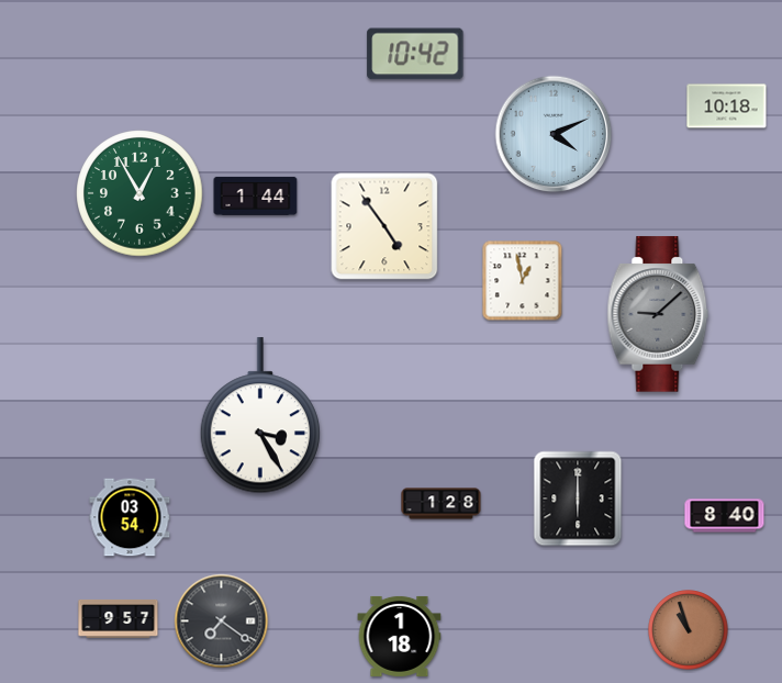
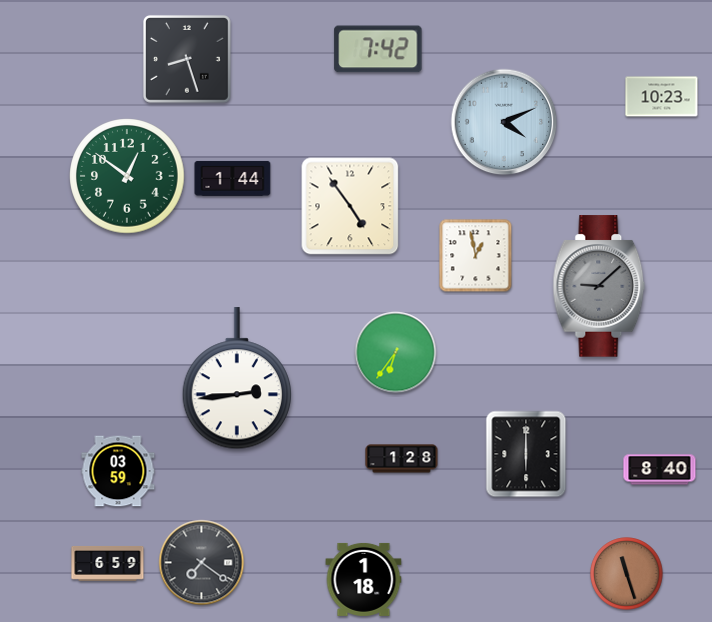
clock at (415, 54): 10:42 -> 7:42
clock at (187, 59): none -> 8:27
clock at (727, 107): 10:18 -> 10:23
clock at (139, 193): 12:55 -> 12:51
clock at (396, 353): none -> 6:36
clock at (259, 416): 3:25 -> 2:44
clock at (130, 517): 03:54 -> 03:59
clock at (119, 618): 9:57 -> 6:59
clock at (222, 622) position: (222, 622) -> (202, 563)
clock at (689, 630): 10:57 -> 11:27
